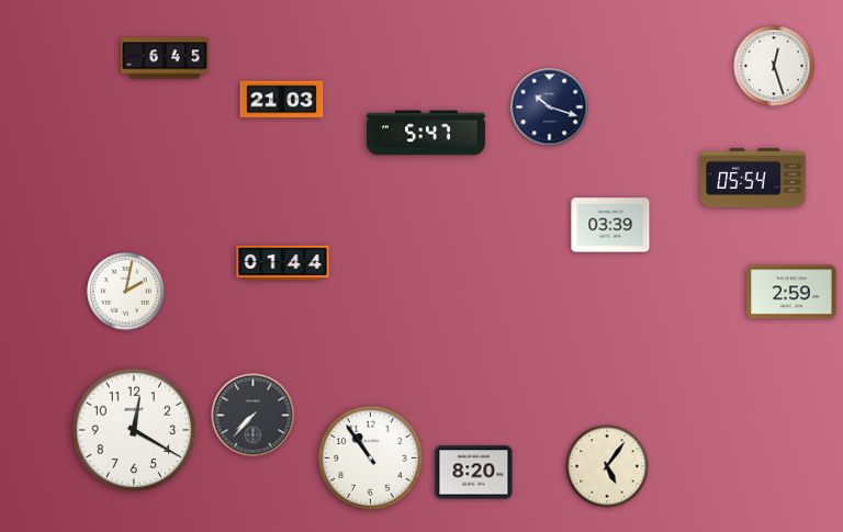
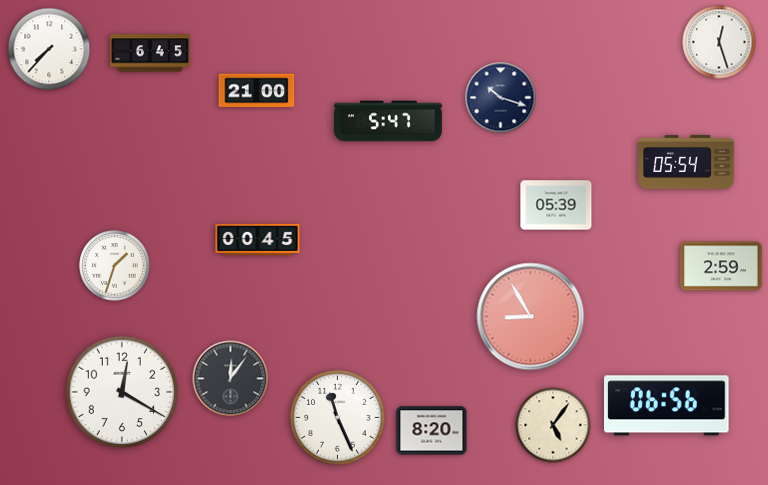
clock at (49, 49): none -> 7:37
clock at (774, 66) position: (774, 66) -> (719, 42)
clock at (282, 100): 21:03 -> 21:00
clock at (610, 225): 03:39 -> 05:39
clock at (283, 263): 01:44 -> 00:45
clock at (126, 292): 2:02 -> 1:33
clock at (531, 317): none -> 8:55
clock at (254, 416): 7:37 -> 12:06
clock at (667, 406): none -> 06:56
clock at (371, 459): 10:54 -> 11:26
